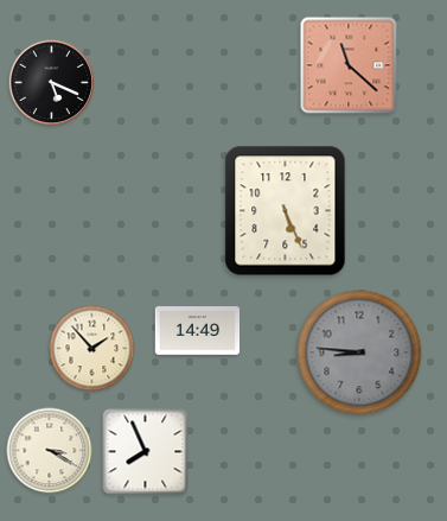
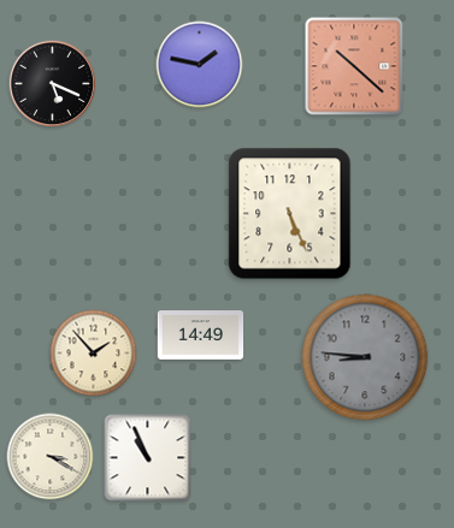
clock at (200, 65): none -> 1:47
clock at (349, 65): 11:22 -> 10:22
clock at (146, 452): 7:56 -> 10:56
